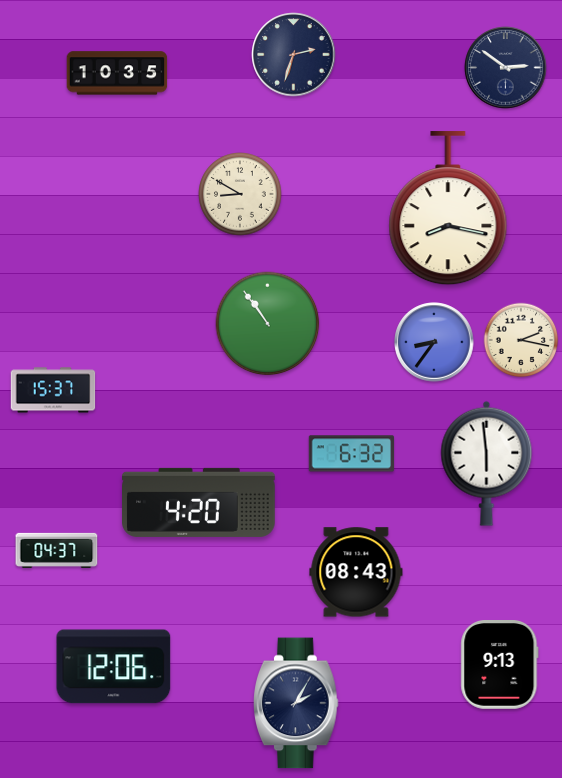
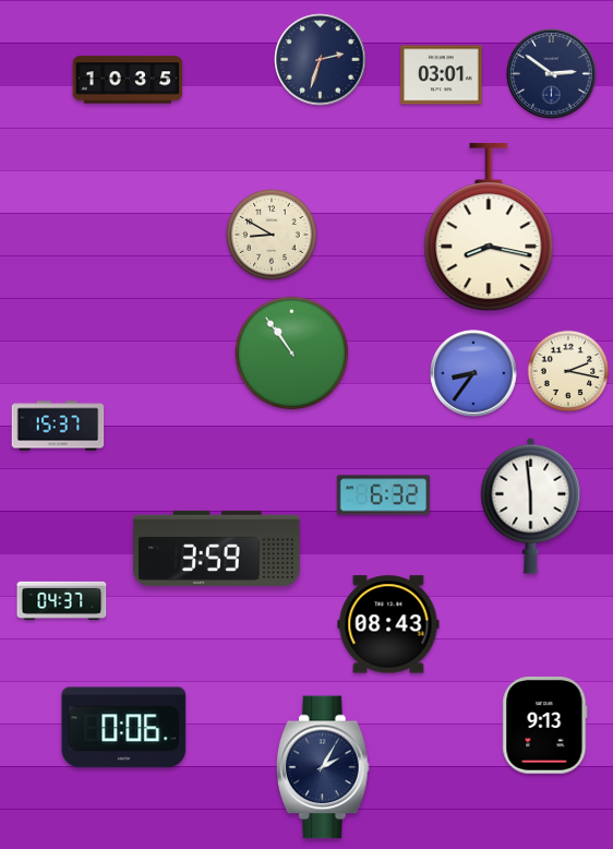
clock at (442, 75): none -> 03:01
clock at (240, 194) position: (240, 194) -> (272, 235)
clock at (199, 502): 4:20 -> 3:59
clock at (114, 667): 12:06 -> 0:06
